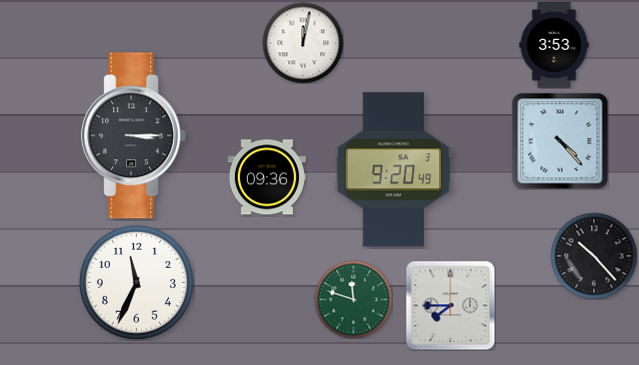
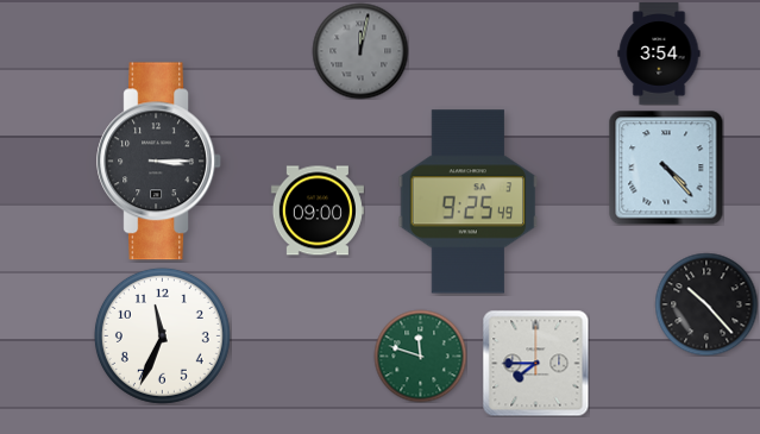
clock at (303, 43) dial: white -> grey
clock at (554, 46): 3:53 -> 3:54
clock at (394, 170): 9:20 -> 9:25
clock at (267, 177): 09:36 -> 09:00
